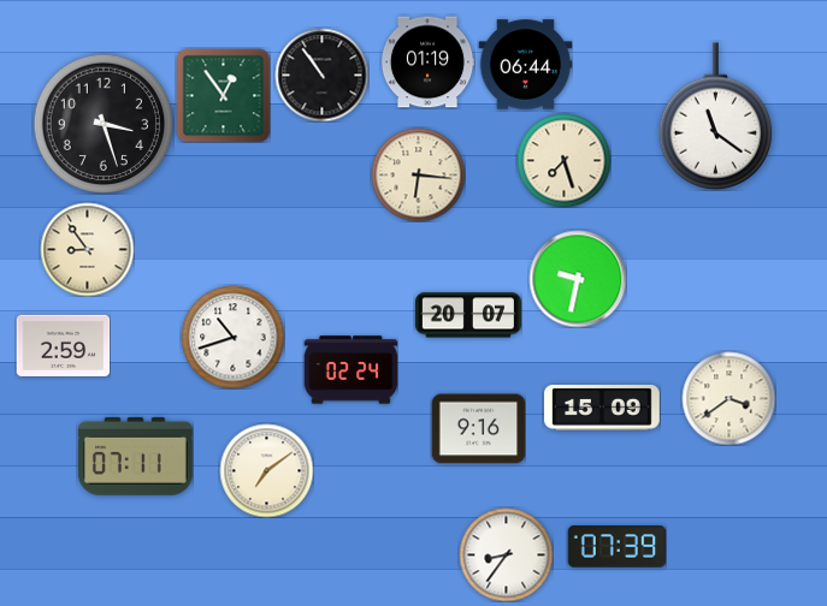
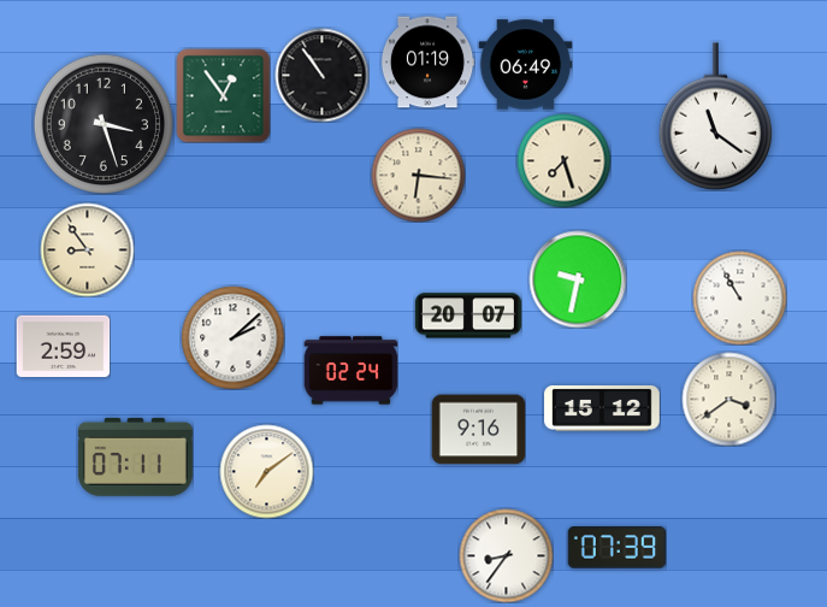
clock at (525, 65): 06:44 -> 06:49
clock at (739, 297): none -> 10:55
clock at (232, 337): 10:42 -> 2:08
clock at (602, 409): 15:09 -> 15:12
